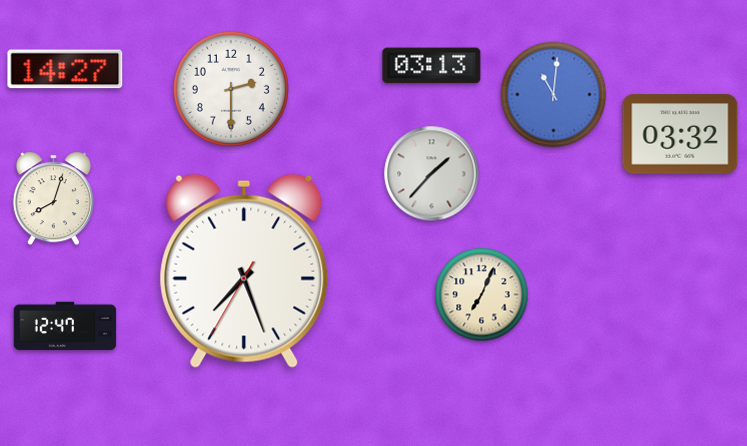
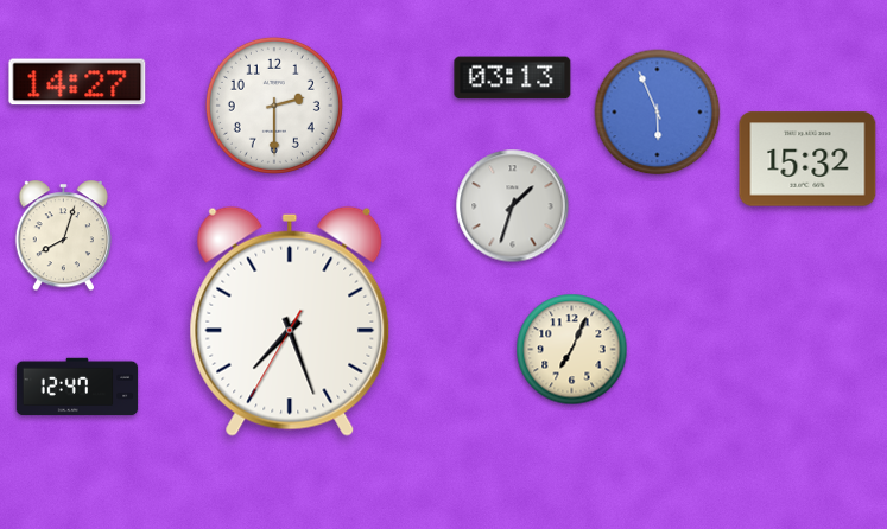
clock at (554, 95): 11:01 -> 5:56
clock at (680, 134): 03:32 -> 15:32
clock at (432, 174): 1:37 -> 1:33
